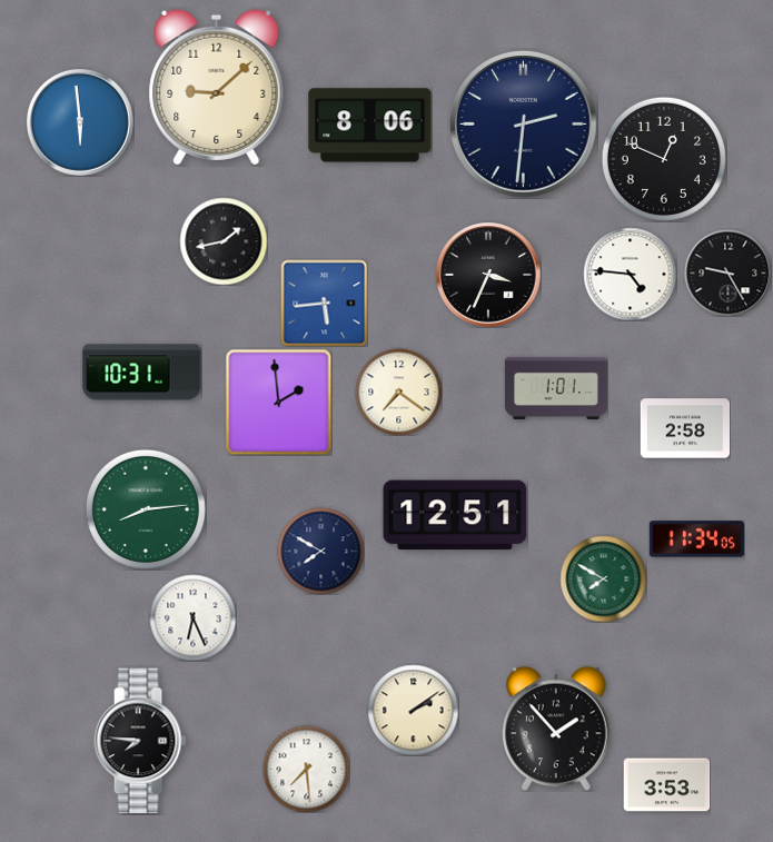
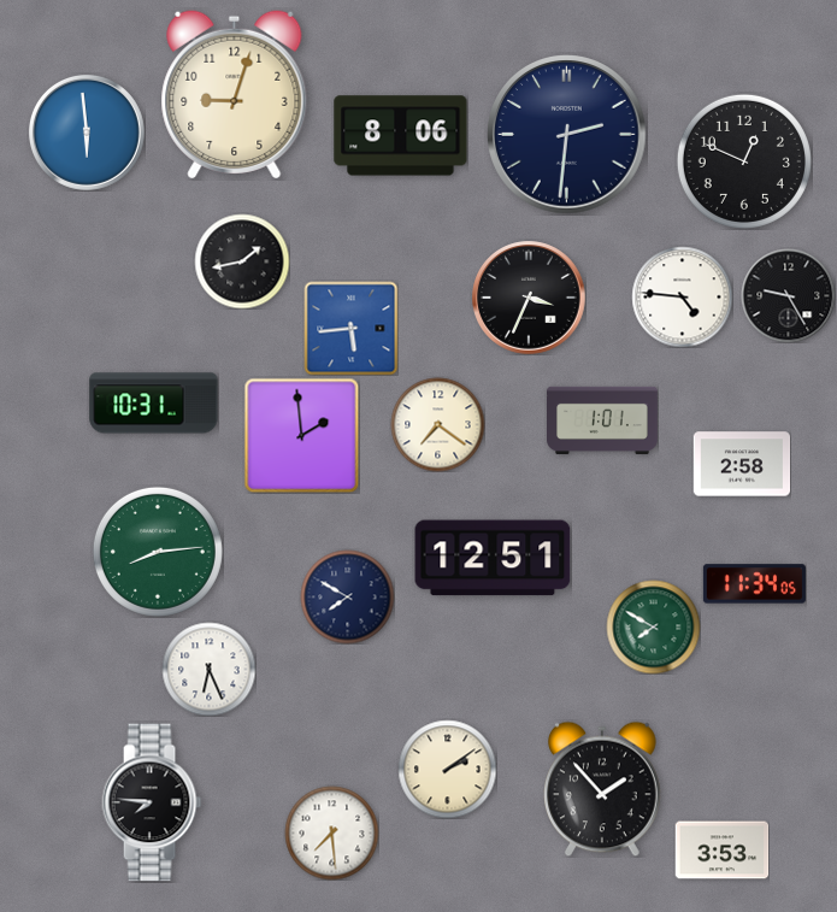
clock at (217, 88): 9:08 -> 9:03
clock at (664, 159) position: (664, 159) -> (744, 161)
clock at (398, 392) position: (398, 392) -> (437, 424)
